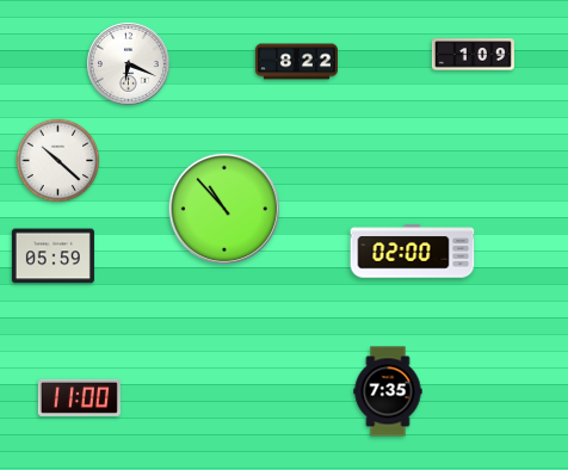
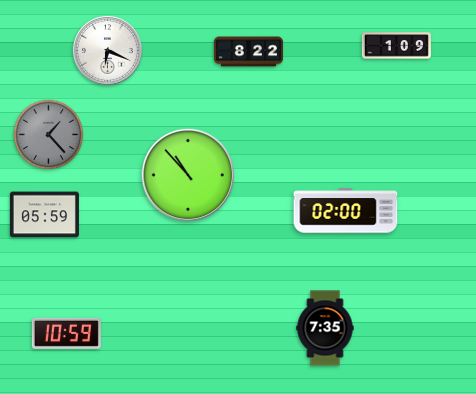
clock at (128, 63) position: (128, 63) -> (107, 50)
clock at (58, 161): 10:22 -> 1:23
clock at (58, 161) dial: white -> grey
clock at (79, 397): 11:00 -> 10:59
